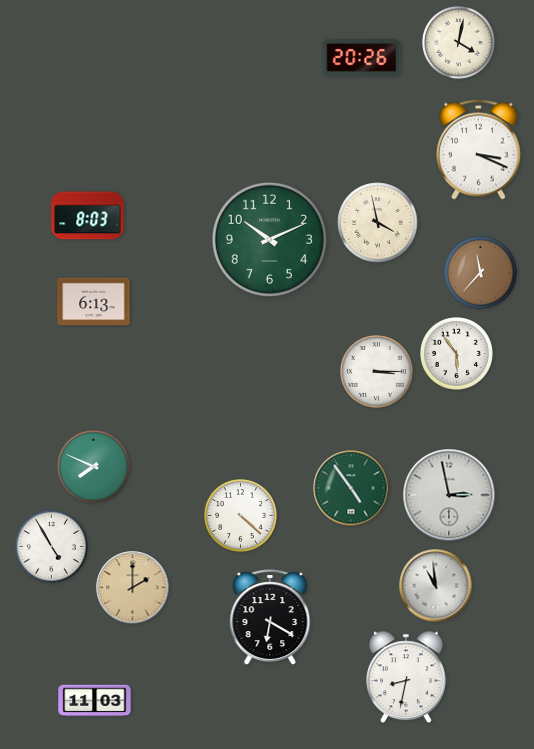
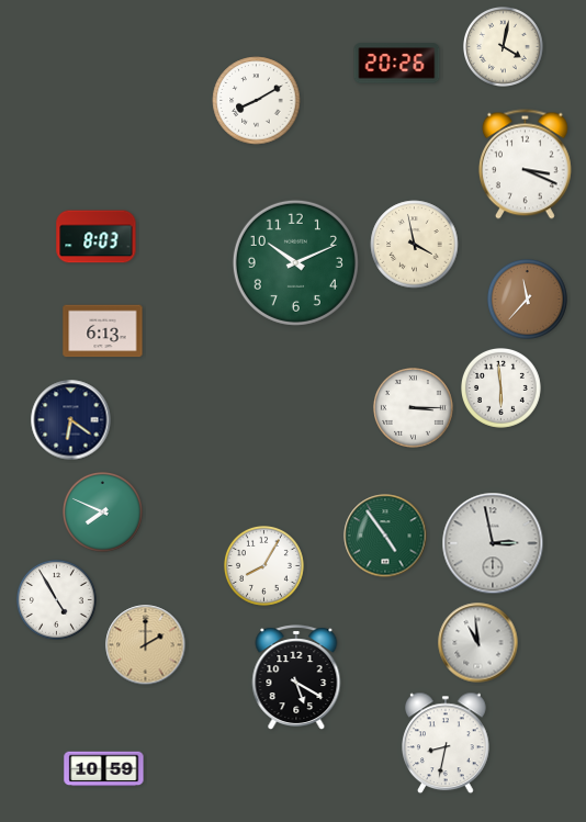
clock at (257, 101): none -> 8:10
clock at (457, 354): 5:54 -> 5:59
clock at (71, 420): none -> 6:21
clock at (241, 516): 4:22 -> 8:05
clock at (270, 617): 6:20 -> 5:20
clock at (95, 701): 11:03 -> 10:59
